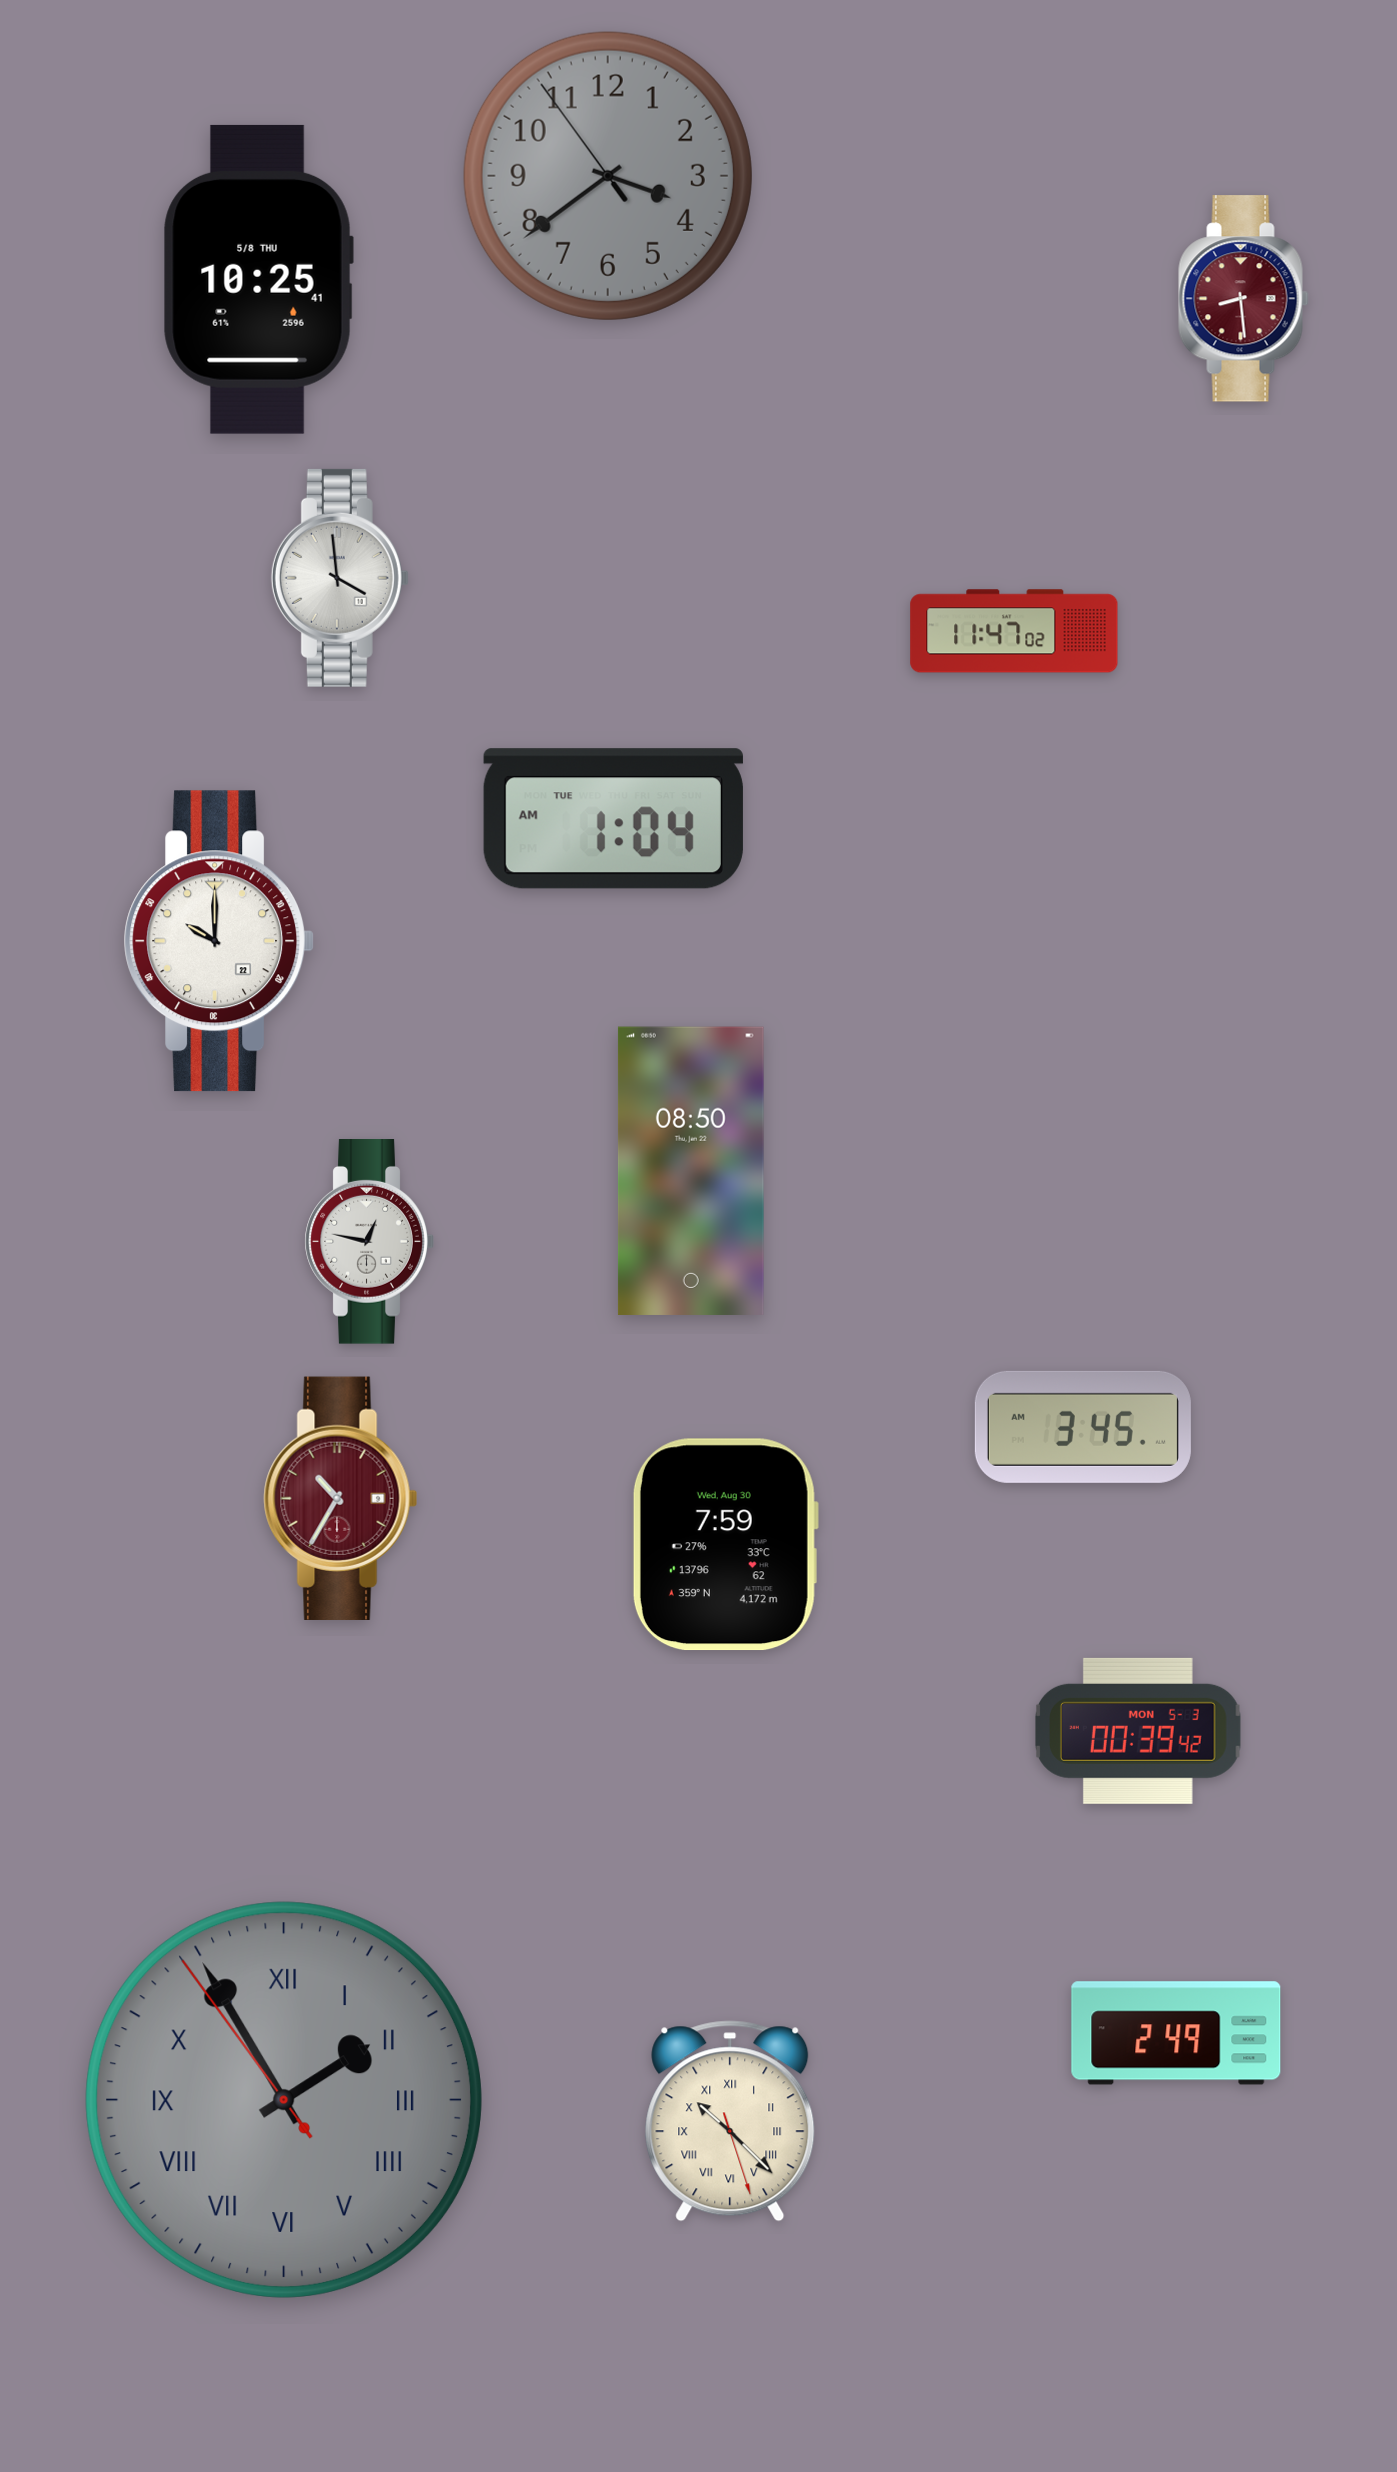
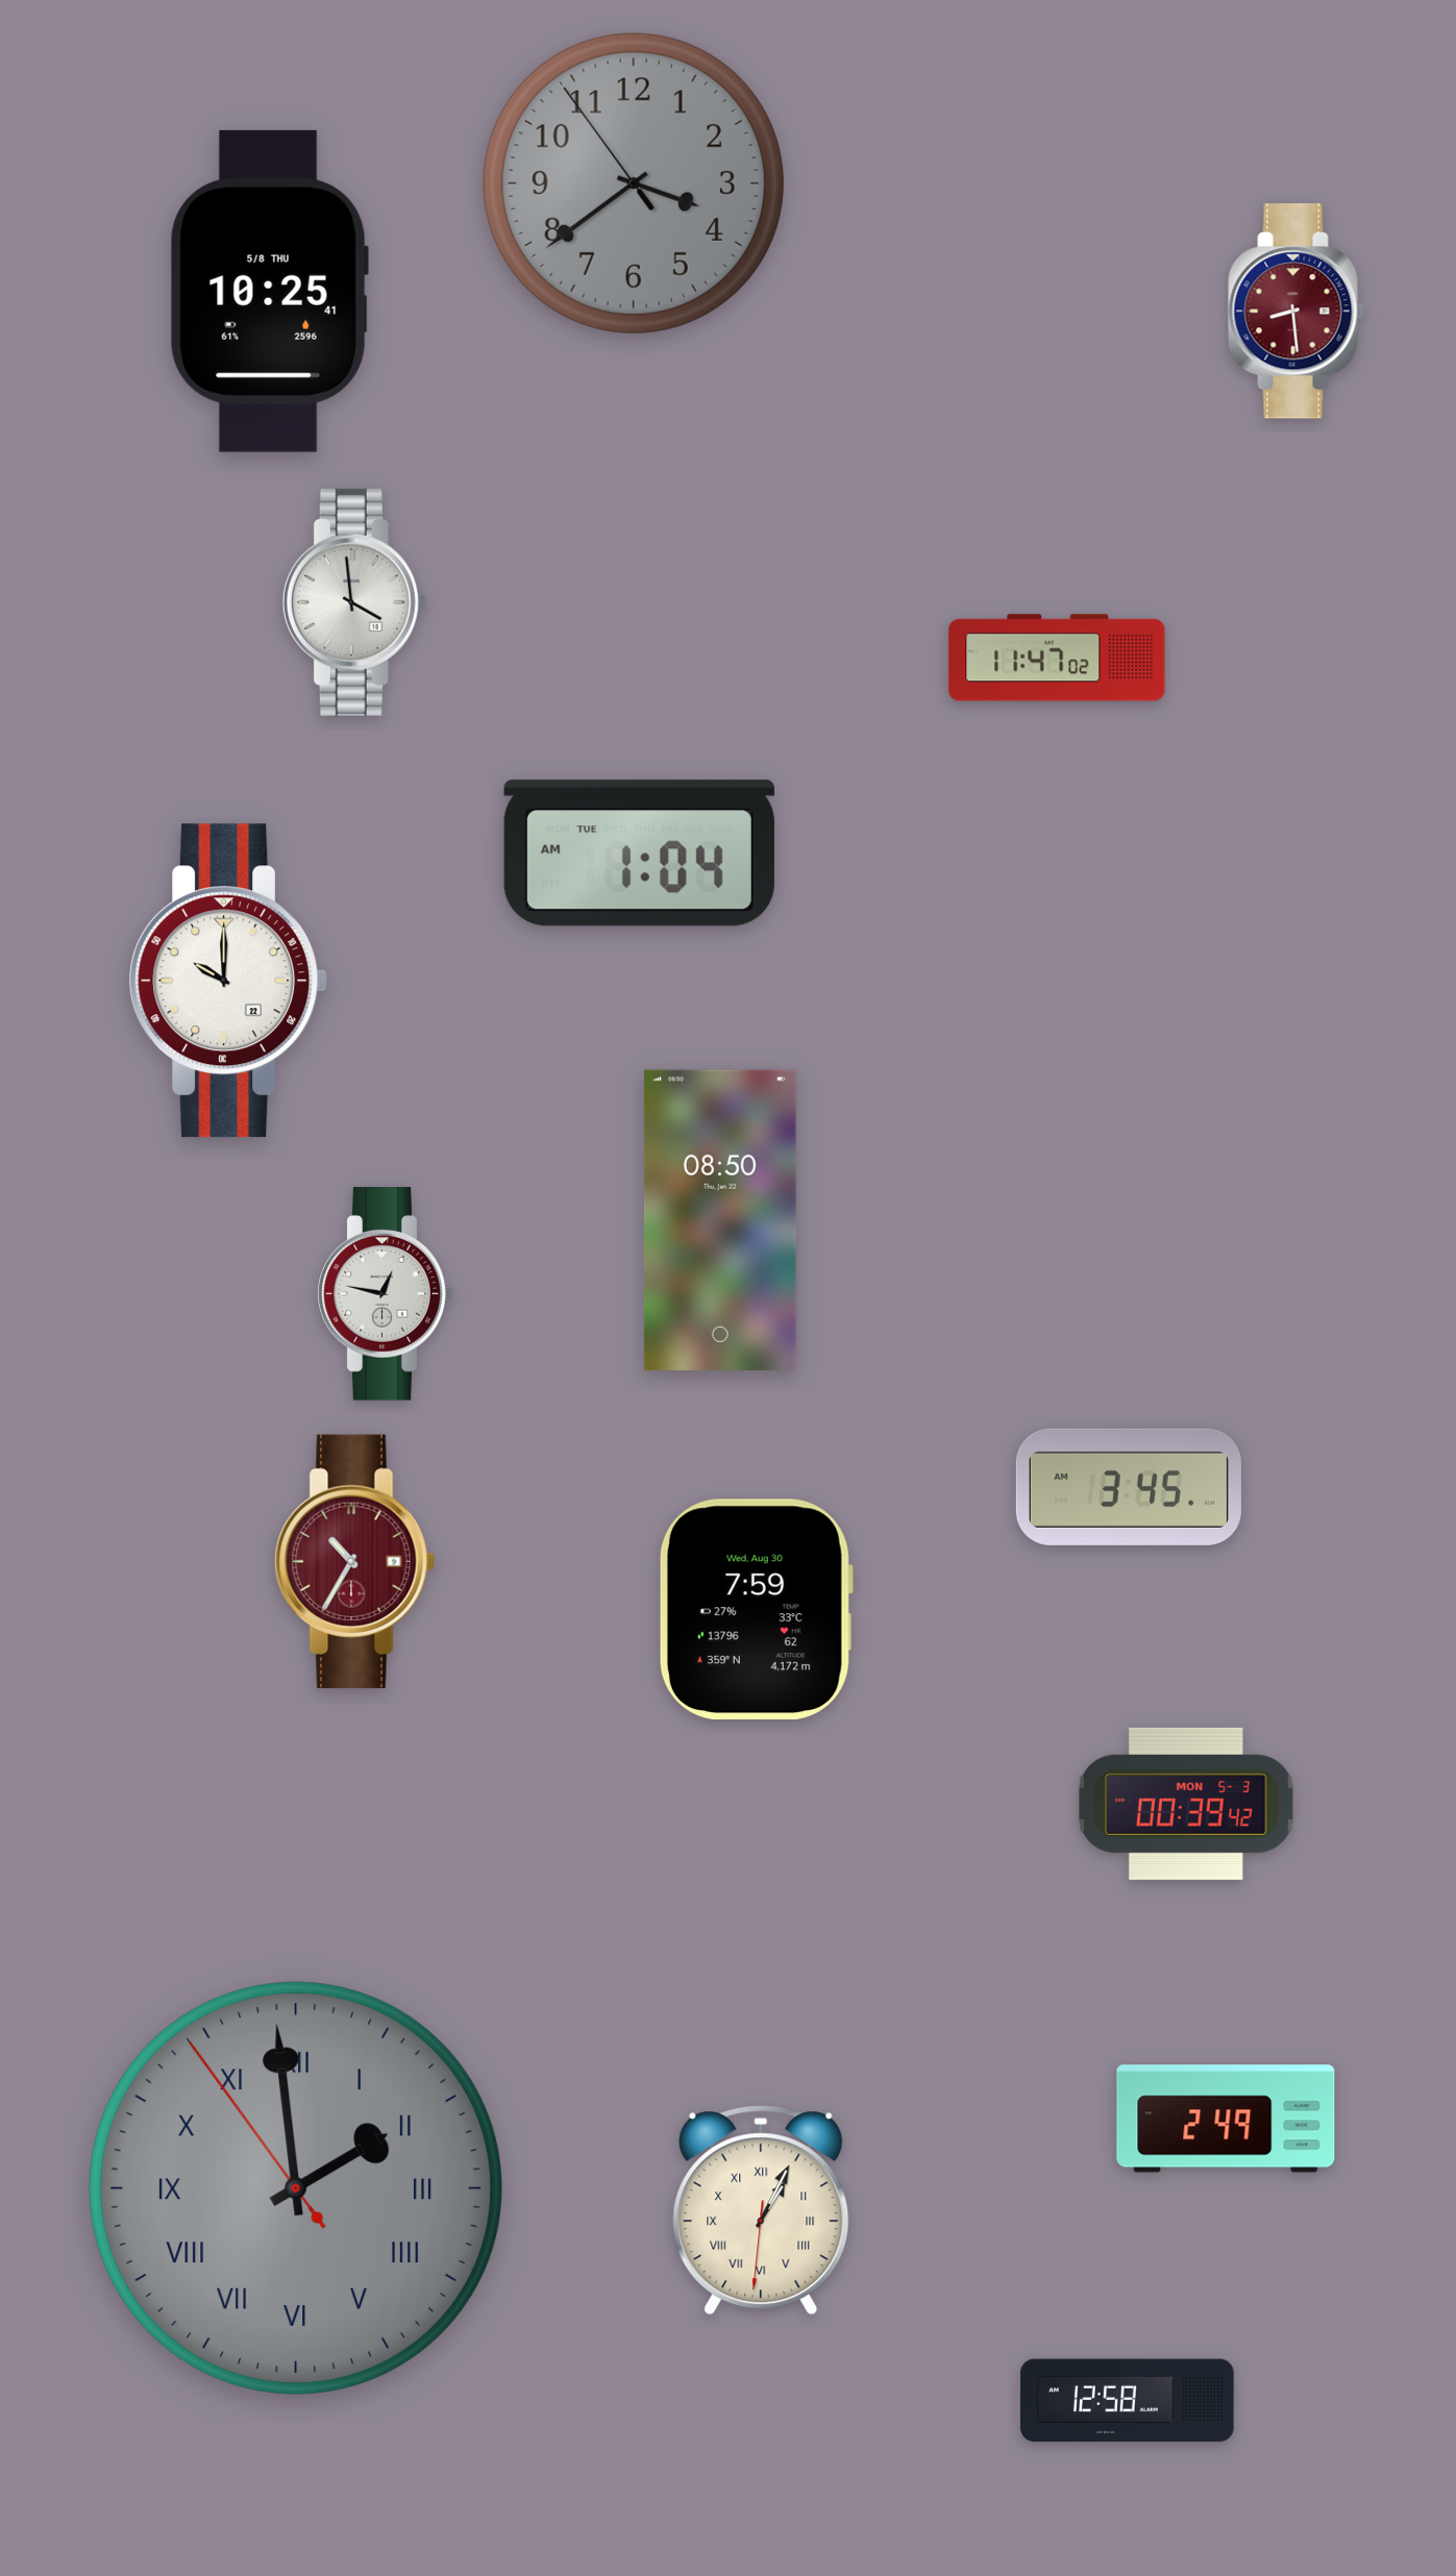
clock at (284, 2100): 1:54 -> 1:58
clock at (730, 2121): 10:22 -> 1:04
clock at (1128, 2401): none -> 12:58
